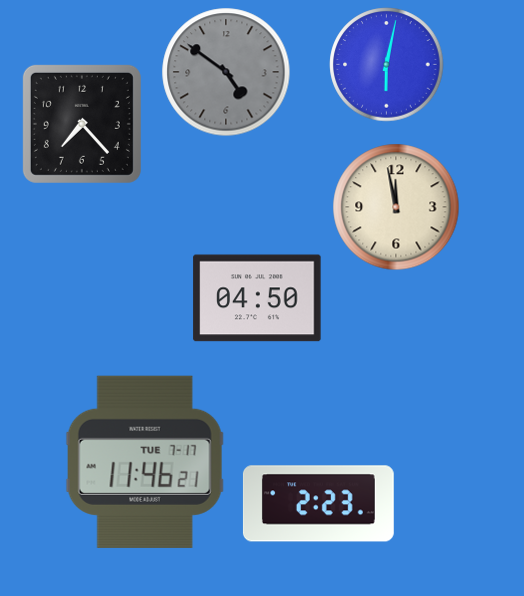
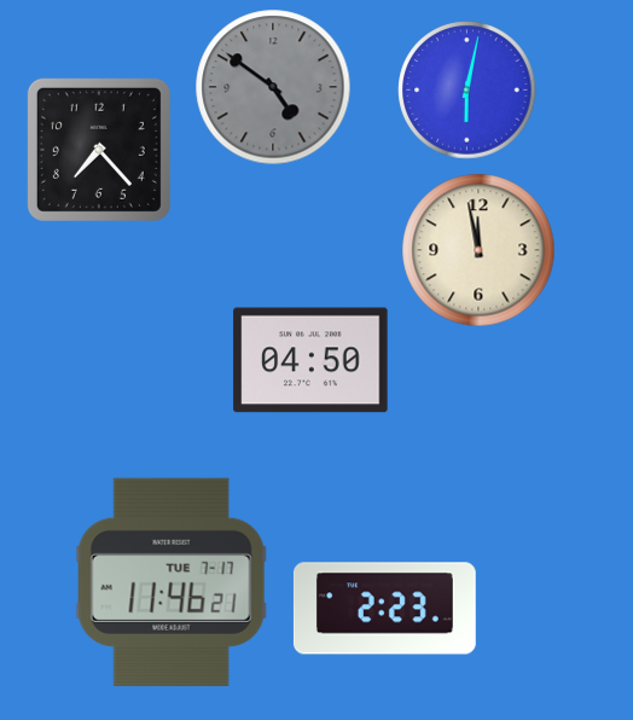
clock at (387, 65) position: (387, 65) -> (468, 91)
clock at (145, 462) position: (145, 462) -> (172, 582)
